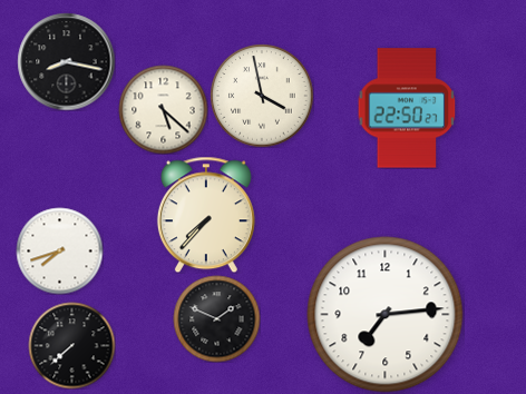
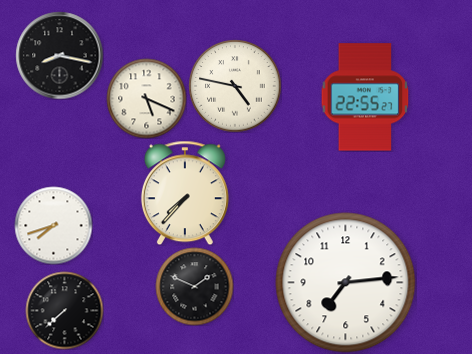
clock at (262, 96): 3:58 -> 4:47
clock at (407, 108): 22:50 -> 22:55
clock at (163, 109): 5:22 -> 5:19
